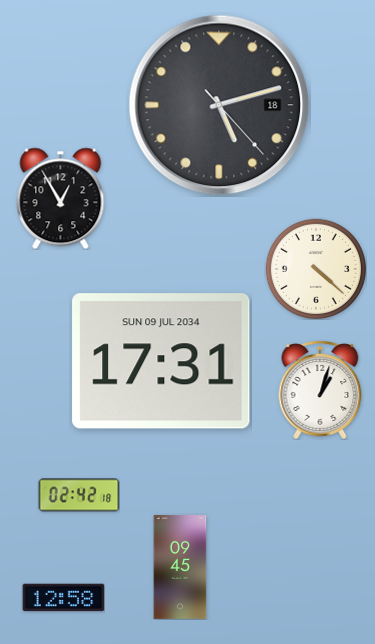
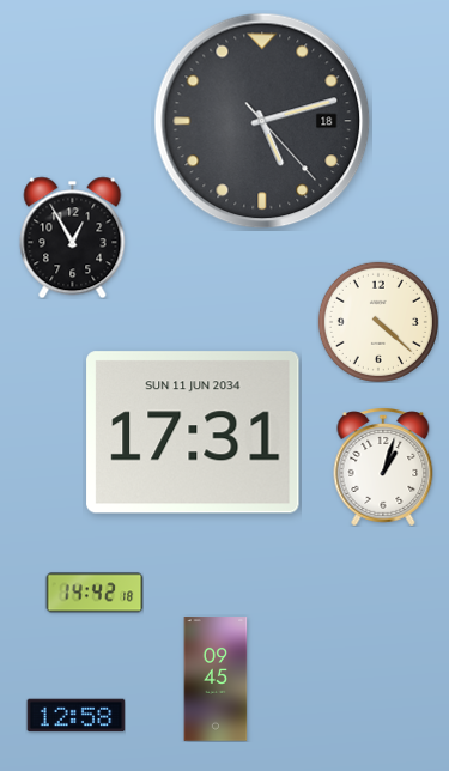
clock at (219, 105) position: (219, 105) -> (262, 121)
clock at (161, 361) date: SUN 09 JUL 2034 -> SUN 11 JUN 2034
clock at (79, 495): 02:42 -> 14:42
